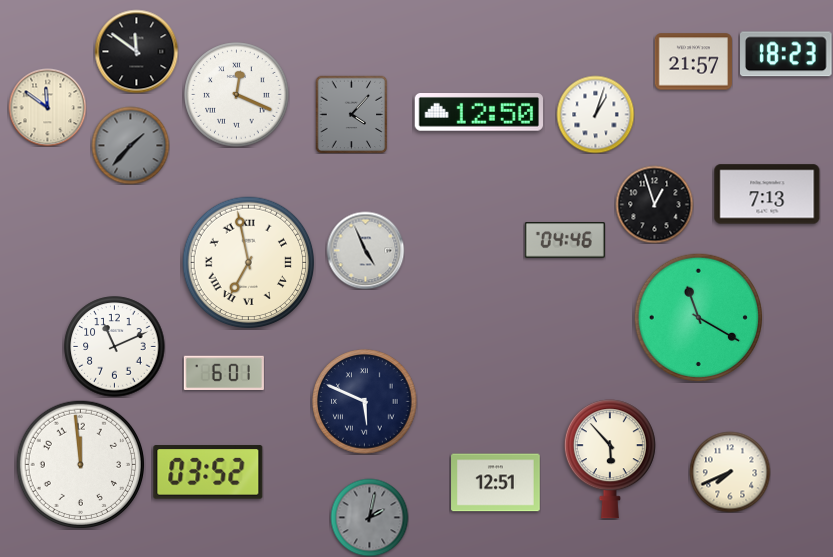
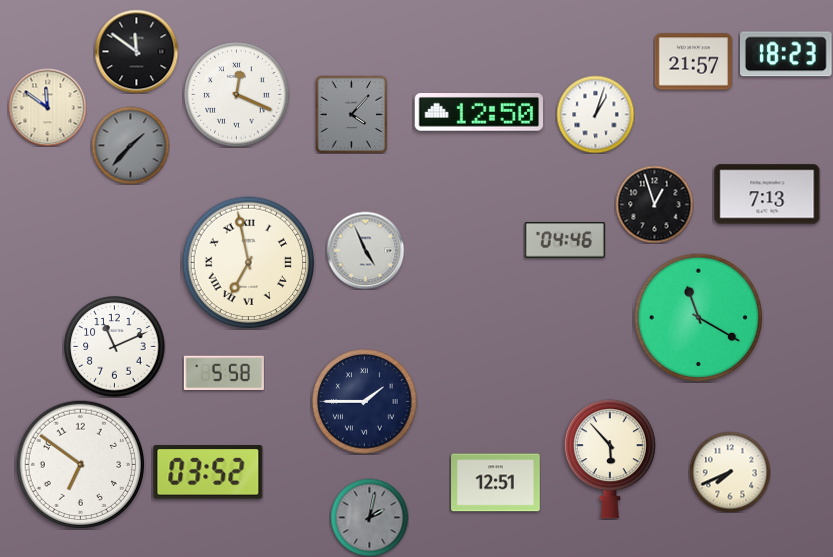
clock at (224, 372): 6:01 -> 5:58
clock at (365, 402): 5:49 -> 1:45
clock at (80, 464): 11:59 -> 6:51
